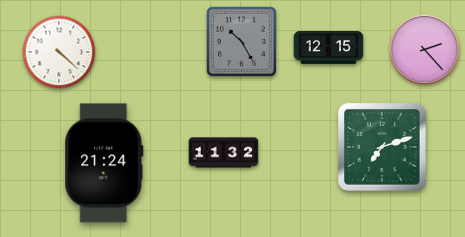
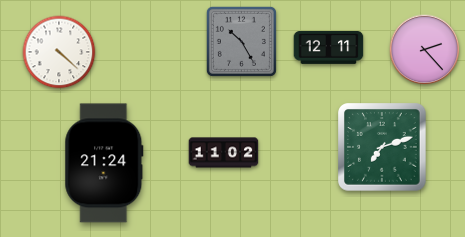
clock at (329, 48): 12:15 -> 12:11
clock at (224, 153): 11:32 -> 11:02
